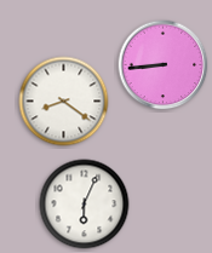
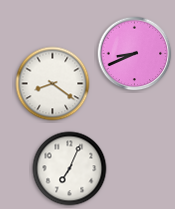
clock at (164, 65): 8:44 -> 8:41
clock at (85, 205): 6:04 -> 7:04
